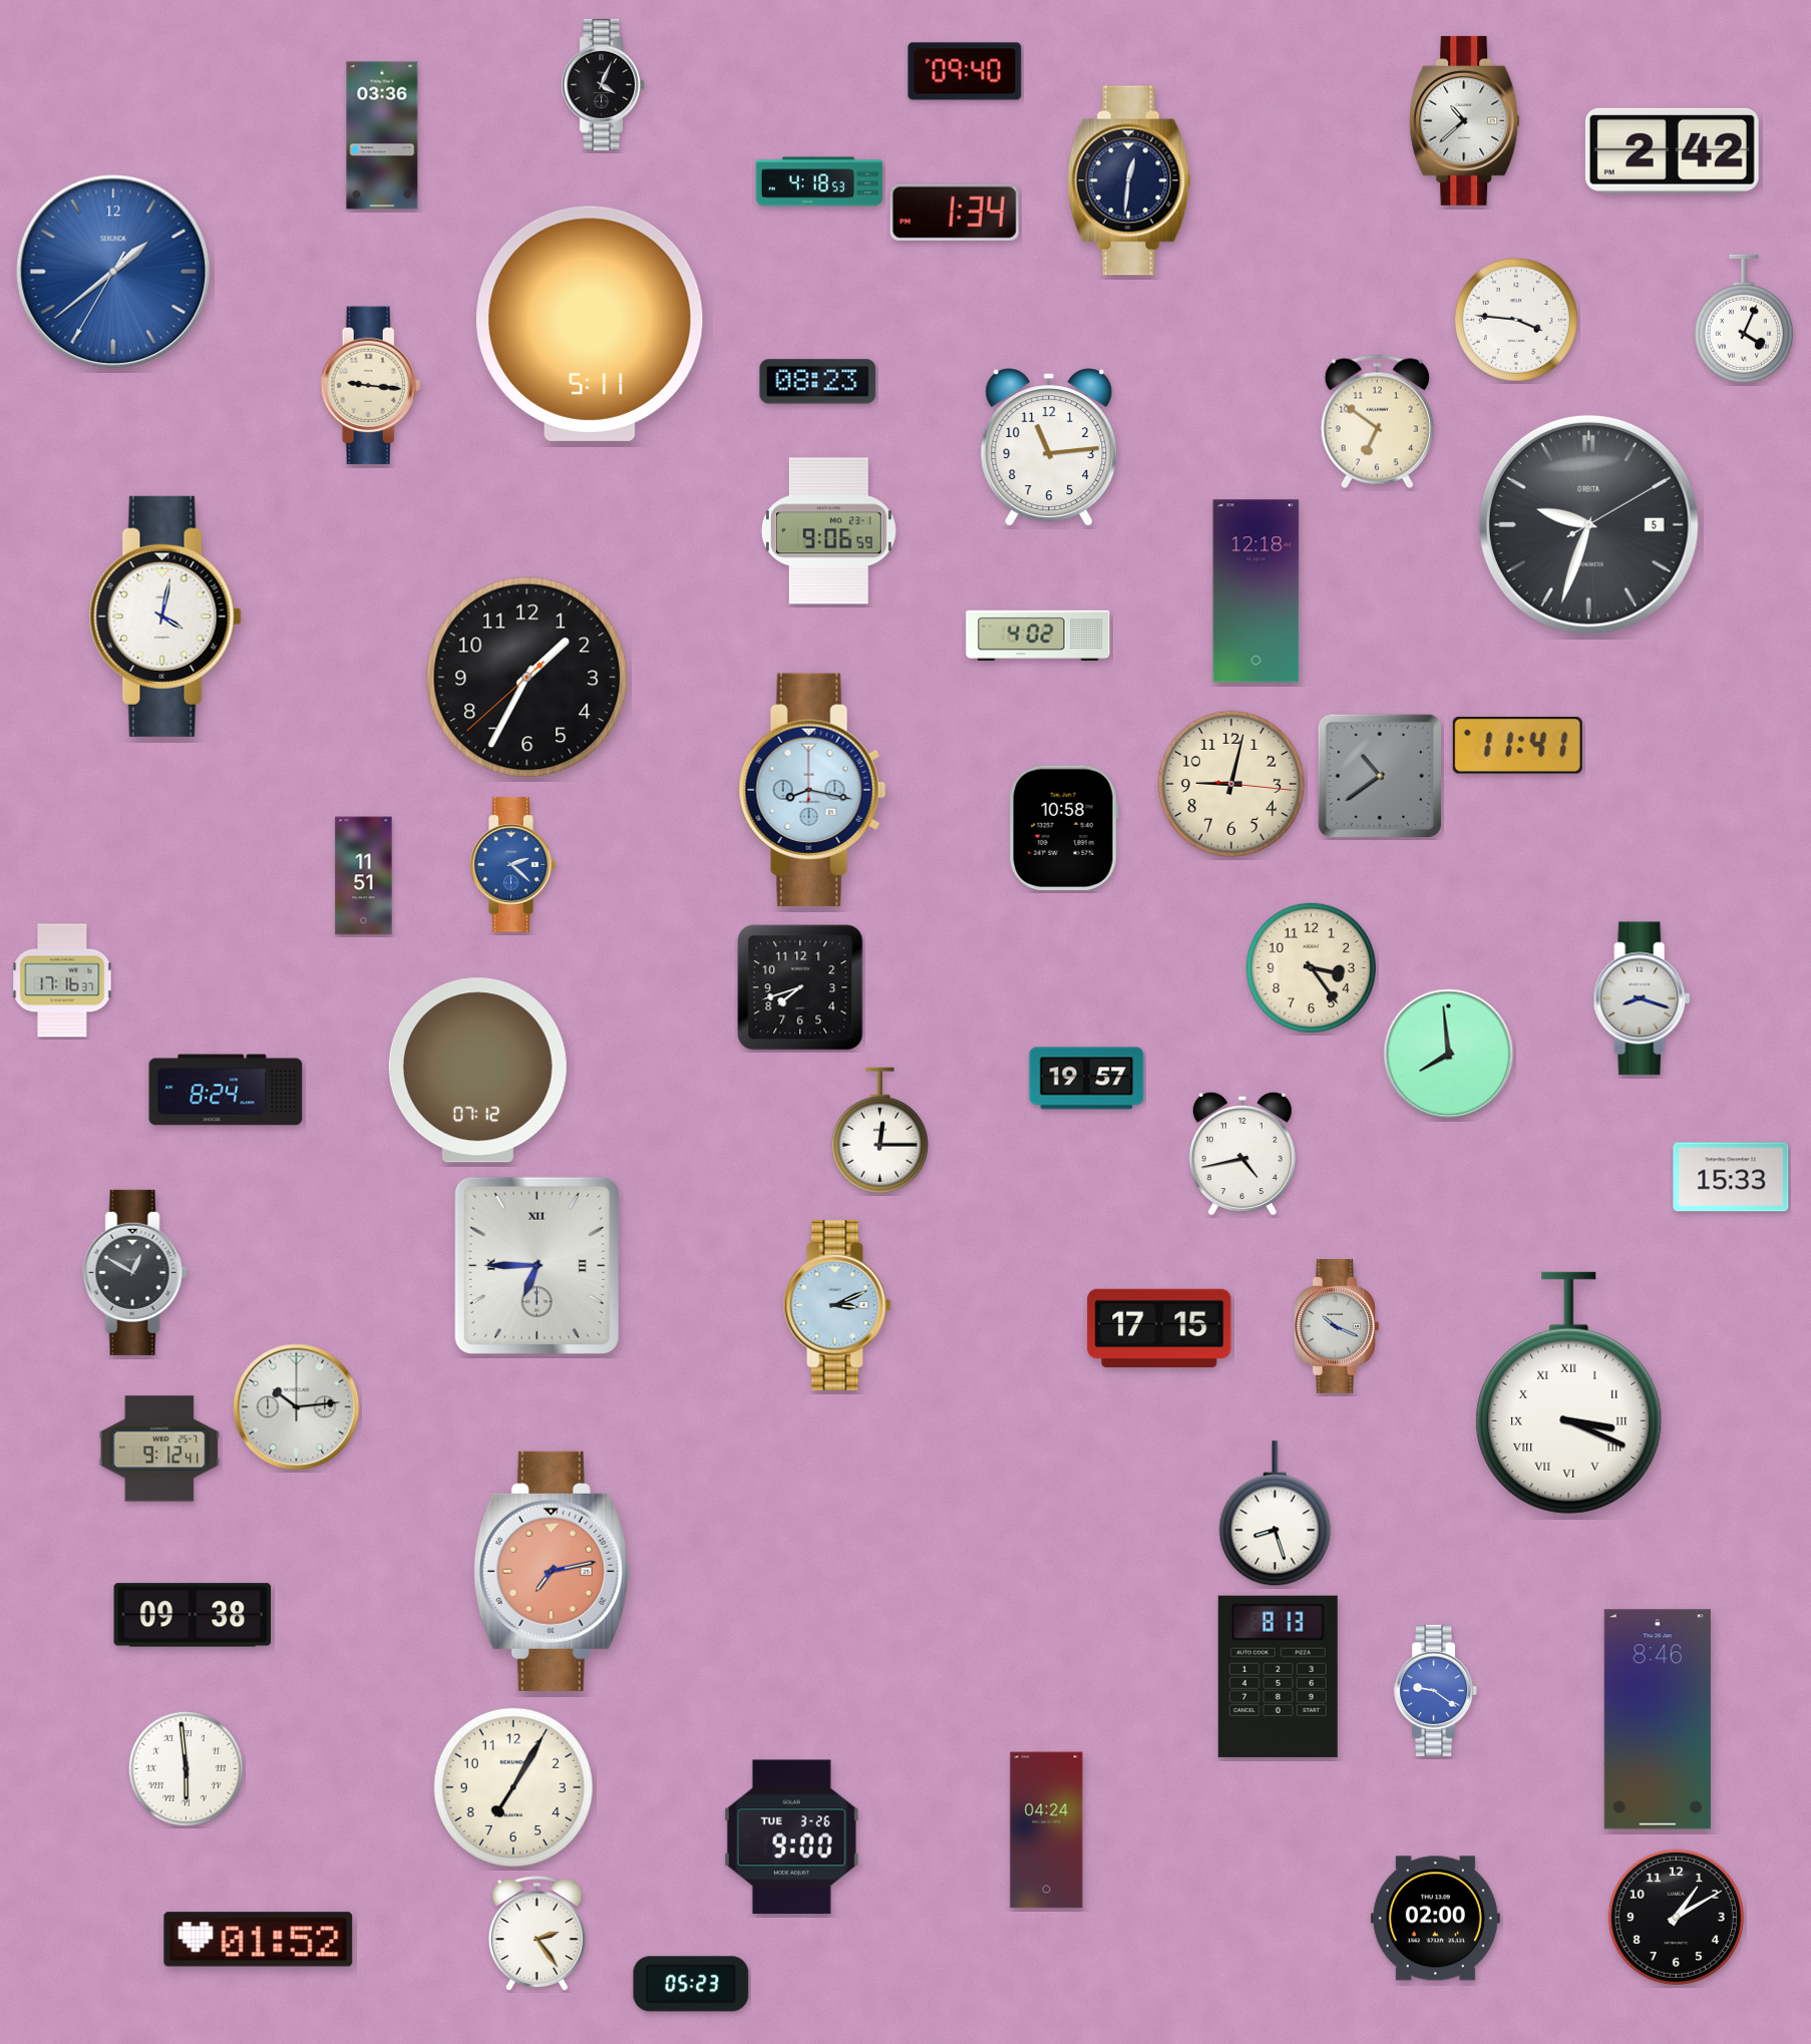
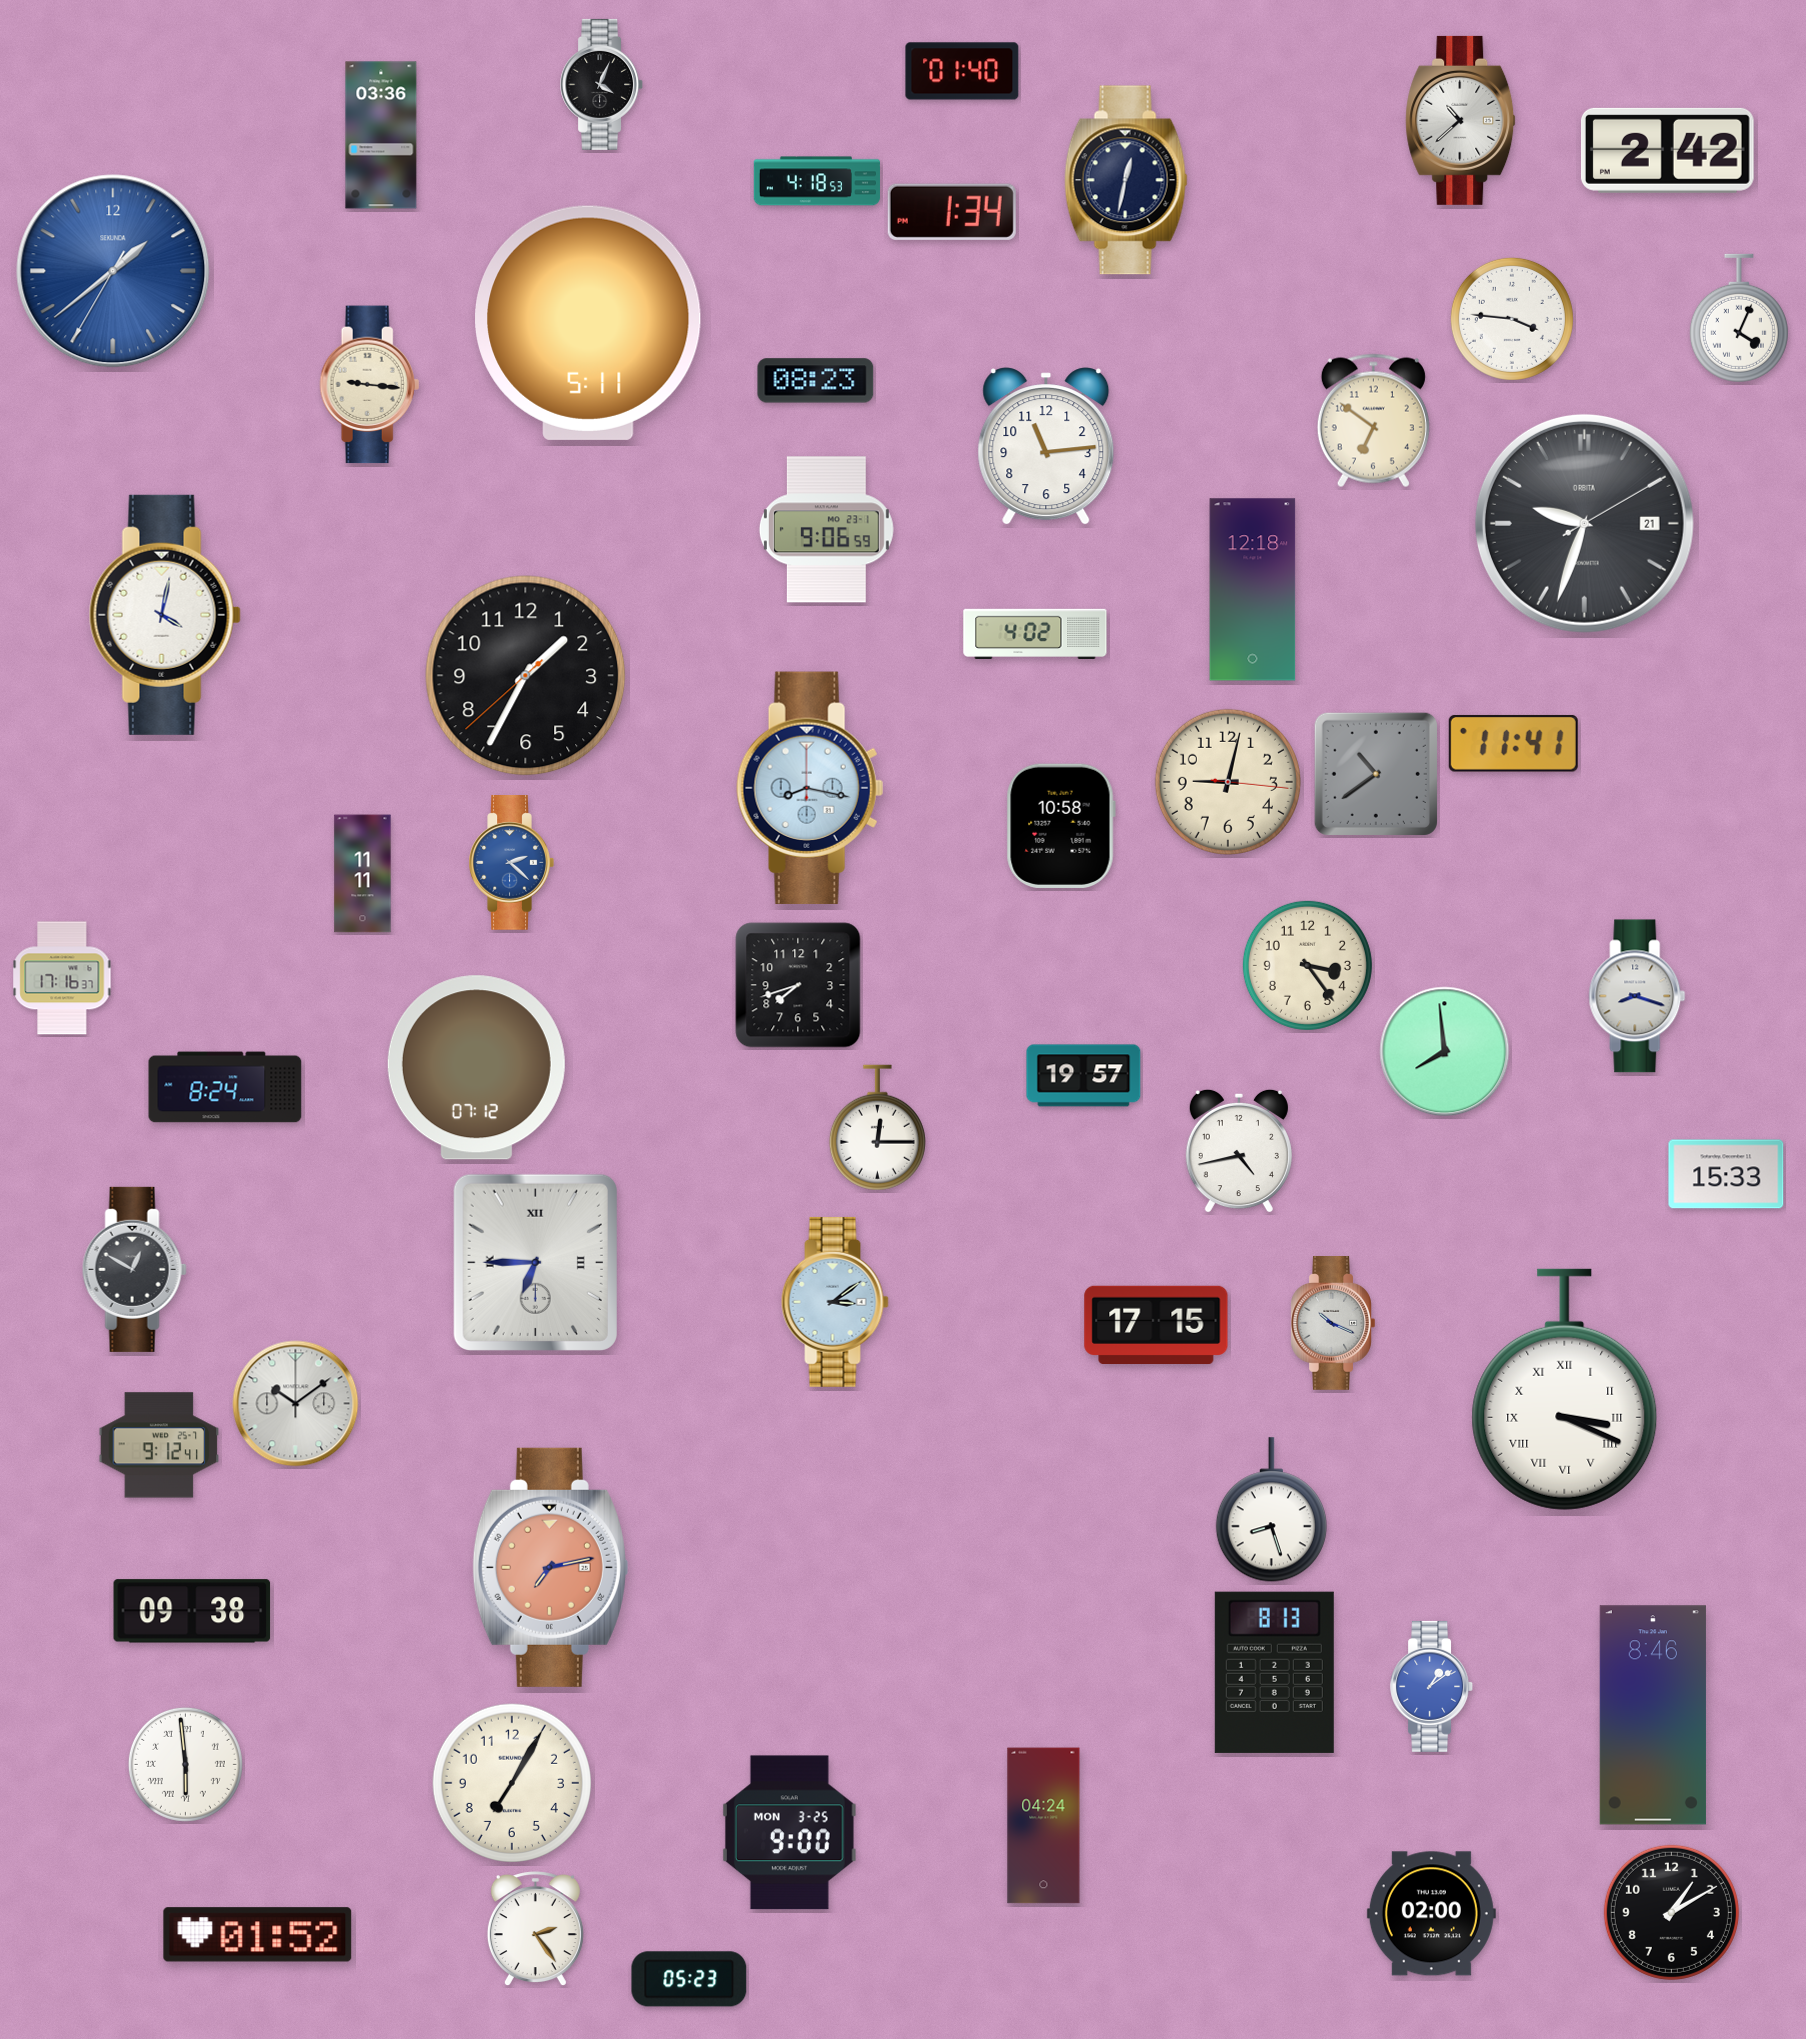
clock at (965, 71): 09:40 -> 01:40
clock at (1129, 180): 12:31 -> 12:32
clock at (1588, 524) date: 5 -> 21
clock at (364, 876): 11:51 -> 11:11
clock at (837, 1305): 3:11 -> 3:09
clock at (297, 1407): 10:14 -> 10:09
clock at (1436, 1690): 9:21 -> 1:09
clock at (791, 1837) date: TUE 3-26 -> MON 3-25
